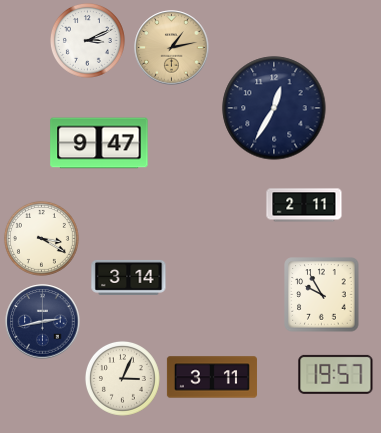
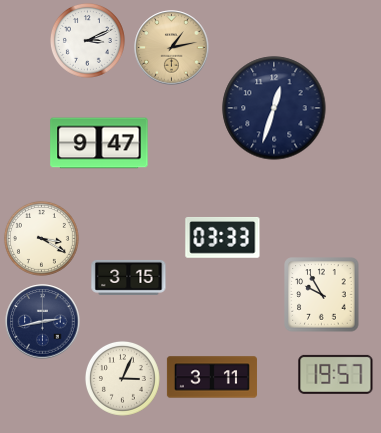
clock at (274, 108): 12:35 -> 12:33
clock at (304, 205): 2:11 -> none
clock at (223, 237): none -> 03:33
clock at (129, 277): 3:14 -> 3:15
